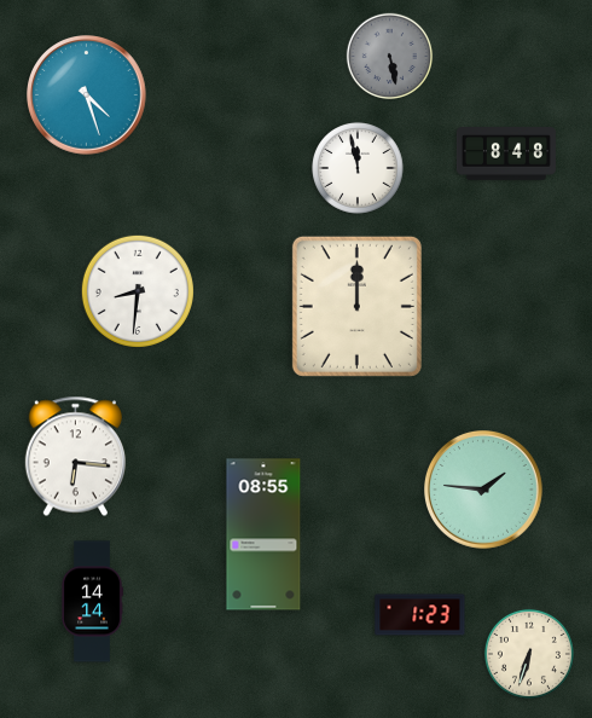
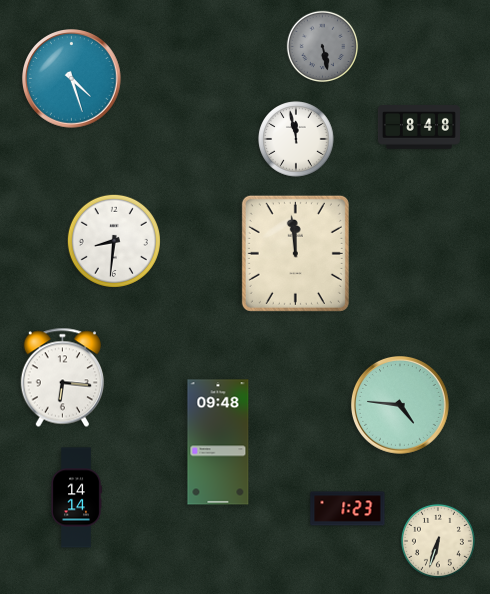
clock at (356, 306): 12:00 -> 11:59
clock at (484, 491): 1:46 -> 4:46
clock at (263, 534): 08:55 -> 09:48
